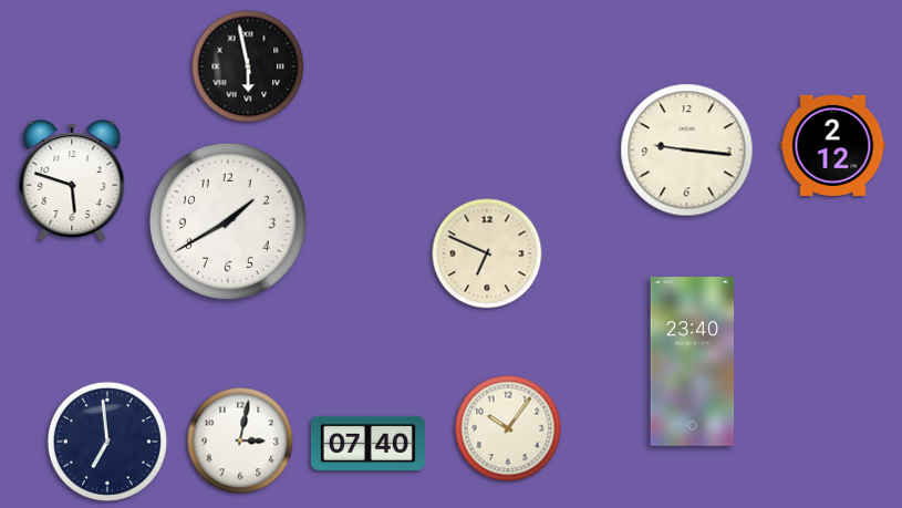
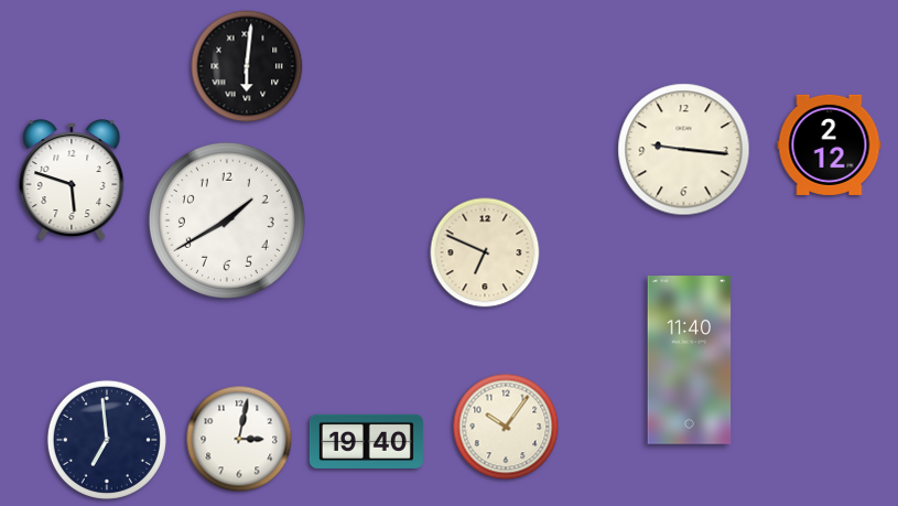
clock at (248, 66): 5:58 -> 6:01
clock at (693, 362): 23:40 -> 11:40
clock at (367, 443): 07:40 -> 19:40
